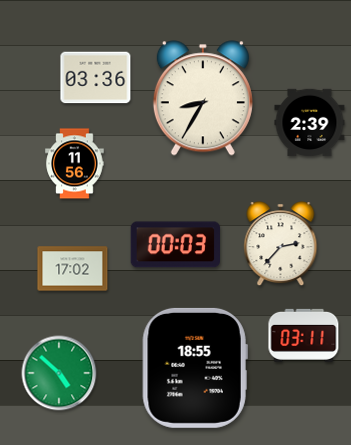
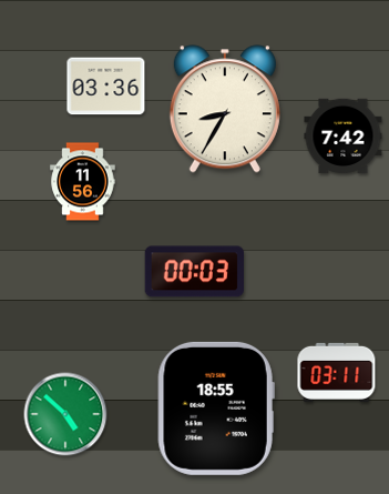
clock at (310, 123): 2:39 -> 7:42
clock at (281, 244): 2:37 -> none
clock at (73, 269): 17:02 -> none
